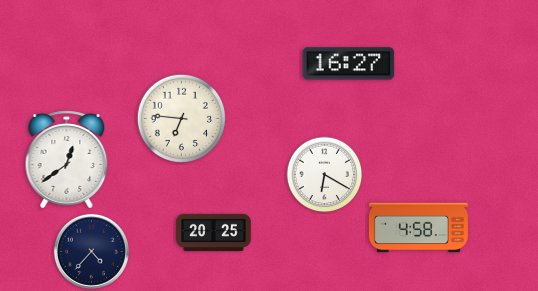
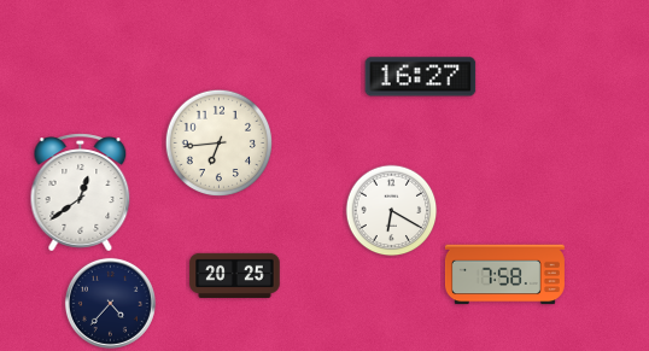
clock at (181, 118): 6:46 -> 6:44
clock at (418, 228): 4:58 -> 7:58
clock at (214, 232) position: (214, 232) -> (235, 275)
